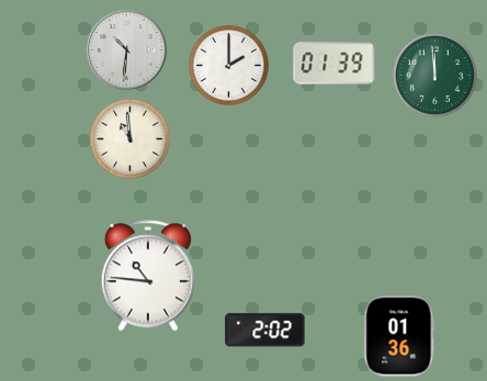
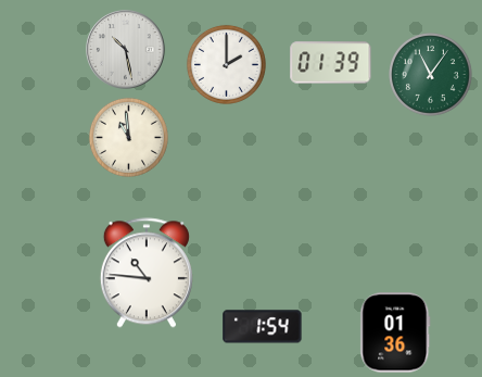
clock at (127, 51): 10:31 -> 10:28
clock at (435, 76): 11:59 -> 11:06
clock at (265, 330): 2:02 -> 1:54
